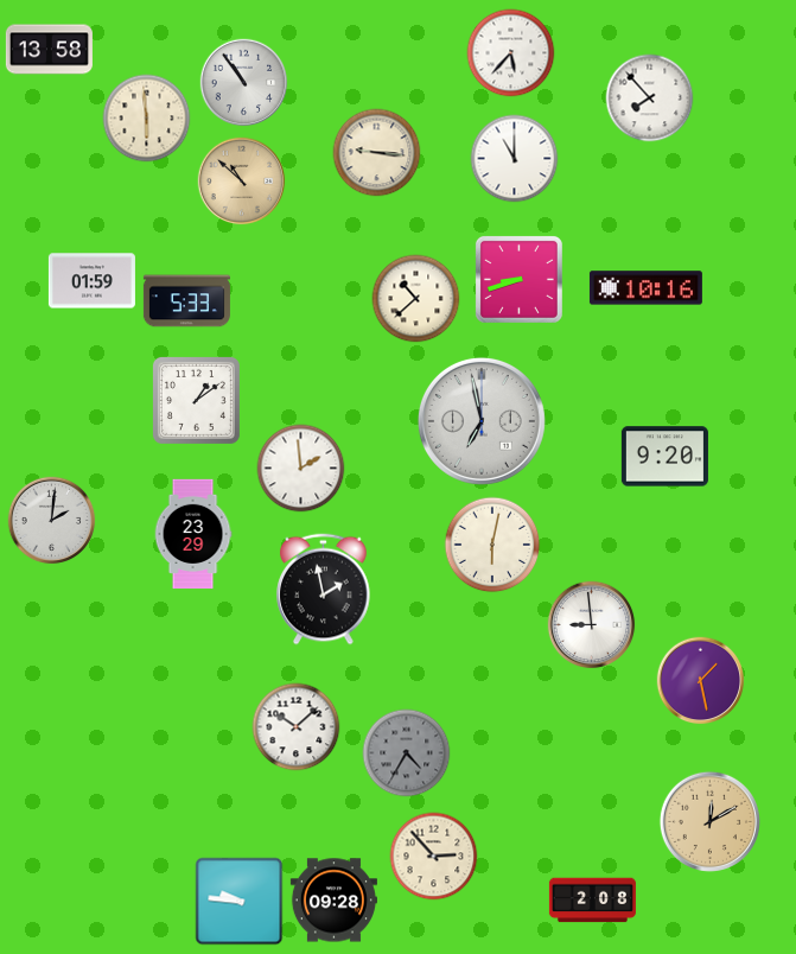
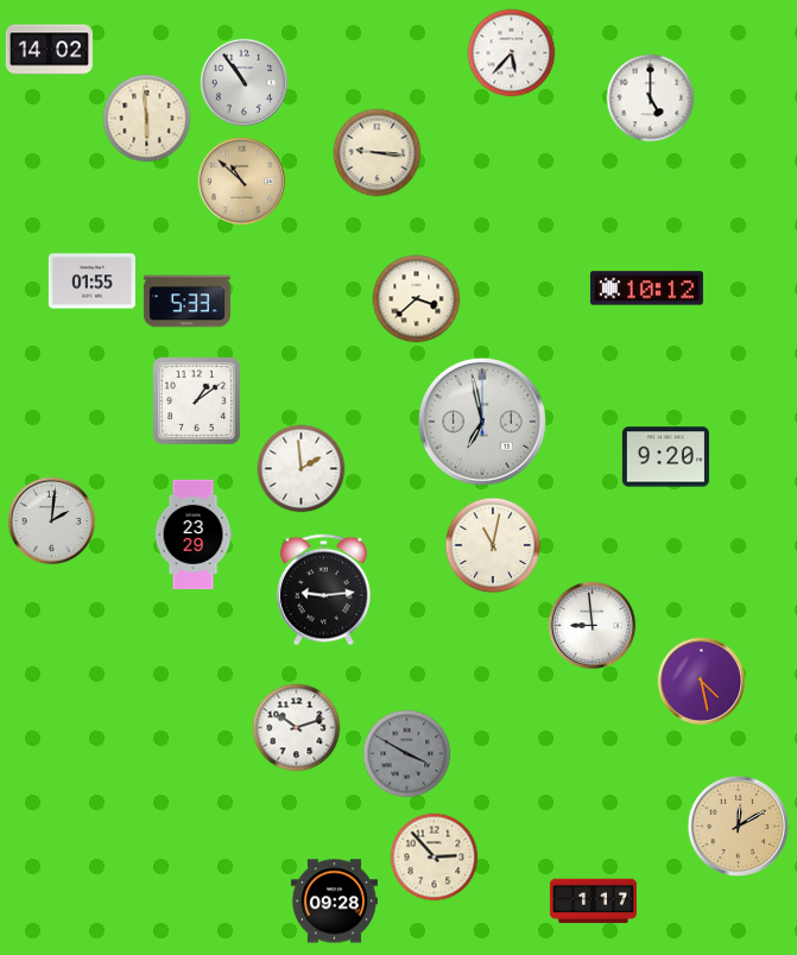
clock at (49, 50): 13:58 -> 14:02
clock at (650, 98): 7:53 -> 5:00
clock at (515, 159): 11:00 -> none
clock at (518, 279): 8:42 -> none
clock at (91, 281): 01:59 -> 01:55
clock at (645, 288): 10:16 -> 10:12
clock at (416, 299): 10:38 -> 3:38
clock at (492, 545): 6:02 -> 11:02
clock at (324, 590): 1:58 -> 9:14
clock at (701, 681): 1:28 -> 4:28
clock at (297, 727): 10:08 -> 10:12
clock at (407, 753): 4:35 -> 3:50
clock at (709, 821) position: (709, 821) -> (738, 826)
clock at (592, 901): 2:08 -> 1:17
clock at (240, 902): 9:46 -> none
